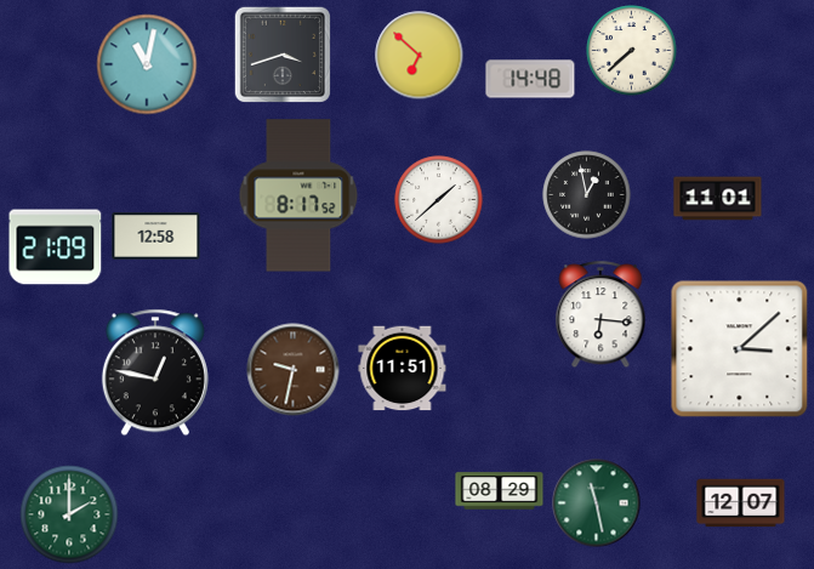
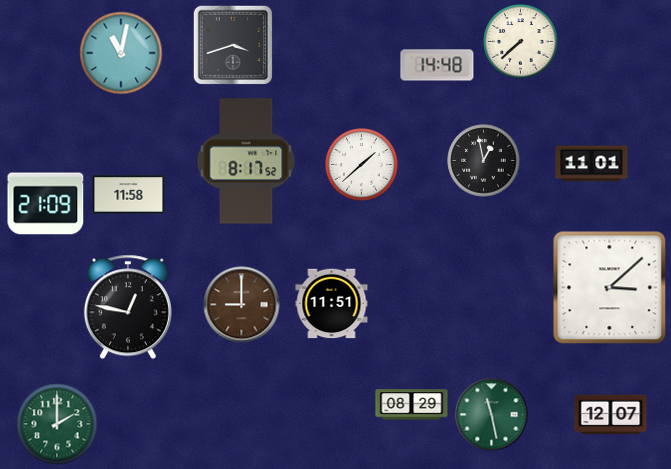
clock at (420, 56): 6:52 -> none
clock at (156, 237): 12:58 -> 11:58
clock at (600, 315): 6:16 -> none
clock at (294, 370): 9:32 -> 9:00
